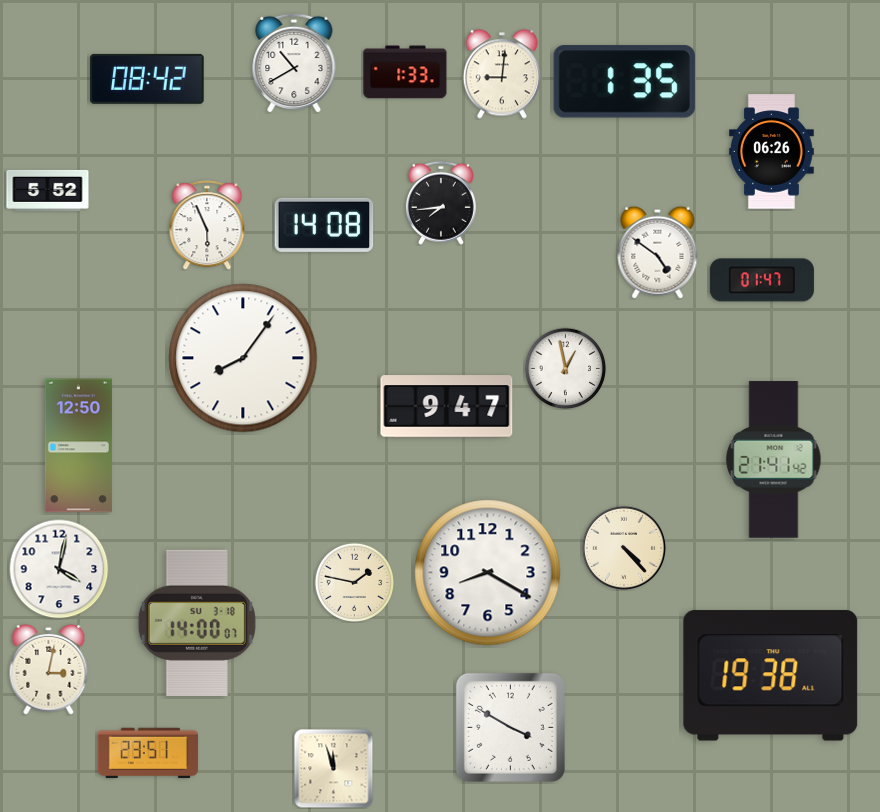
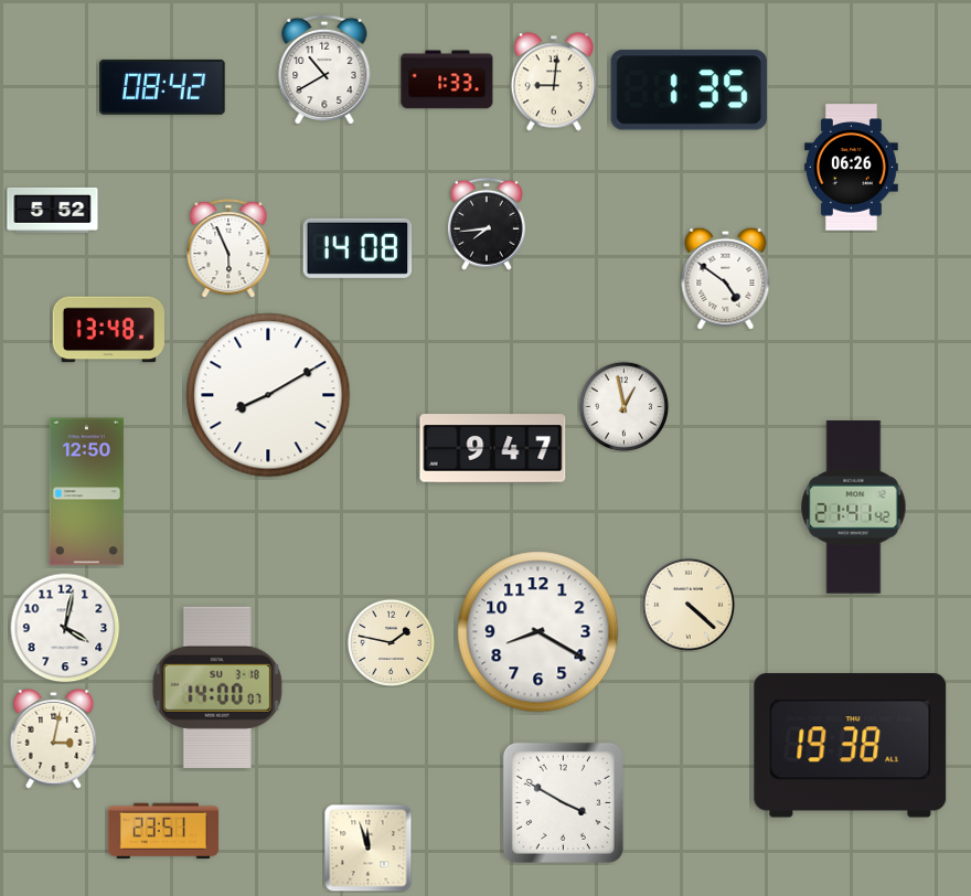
clock at (762, 280): 01:47 -> none
clock at (108, 330): none -> 13:48
clock at (243, 358): 8:06 -> 8:10
clock at (624, 548): 4:23 -> 4:22
